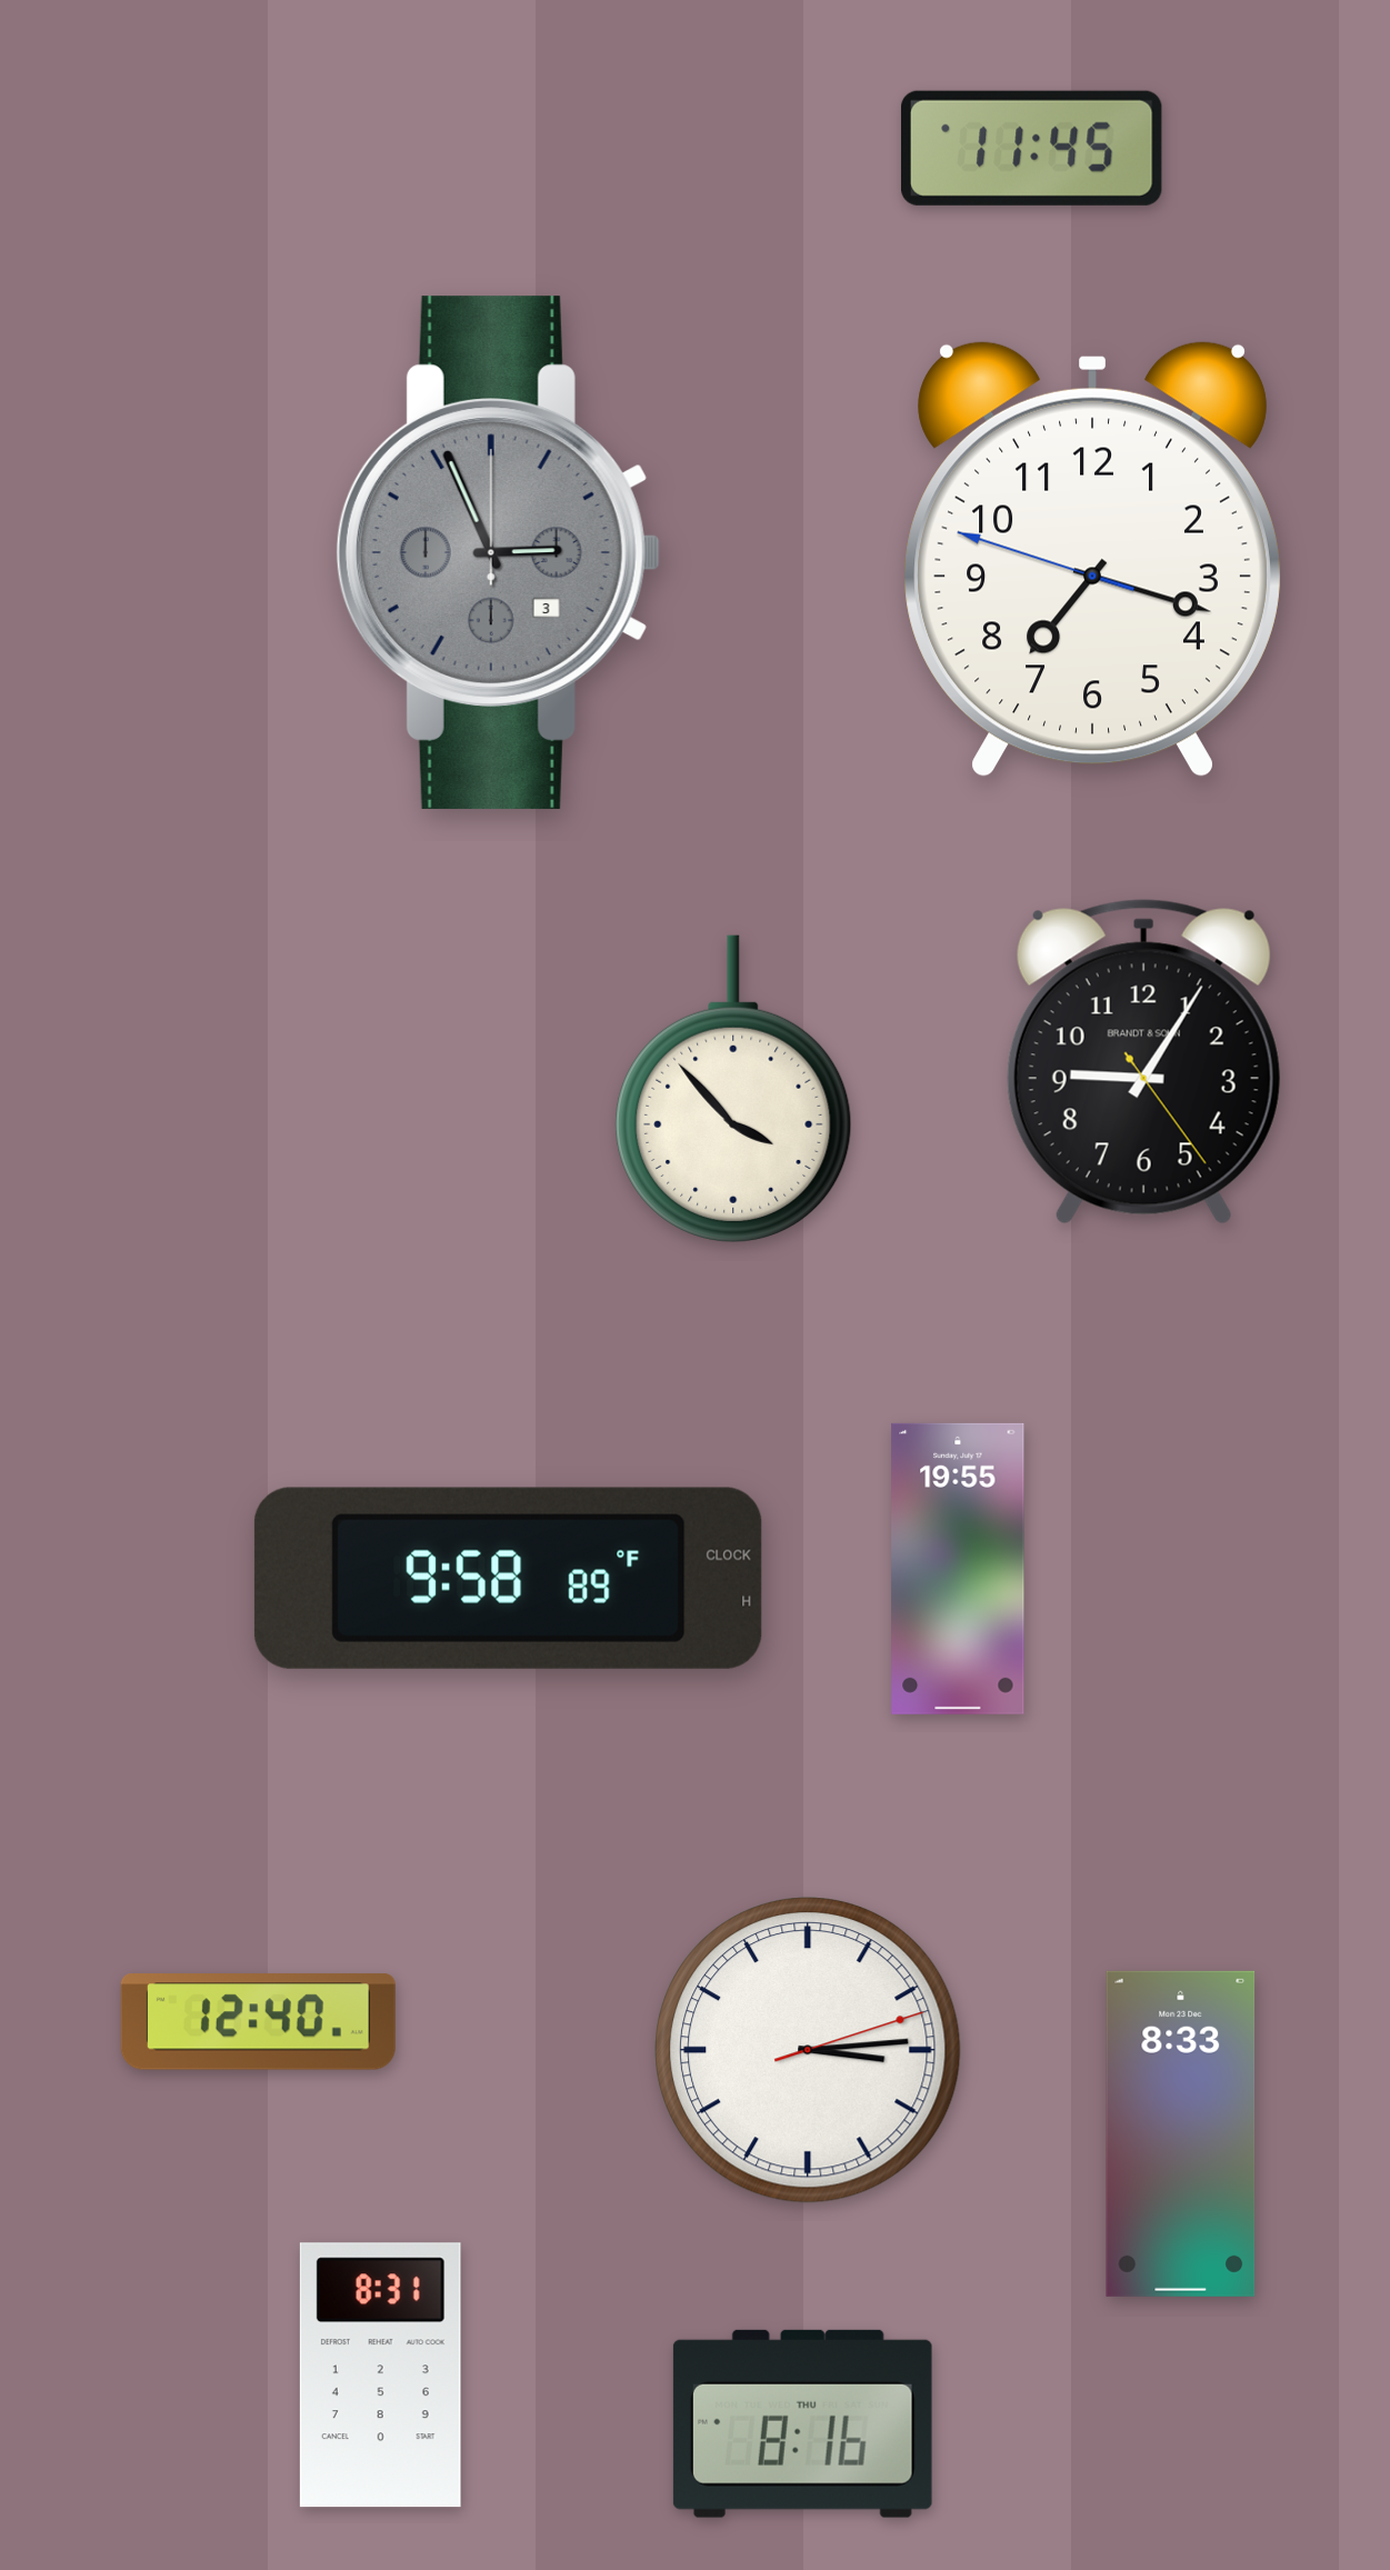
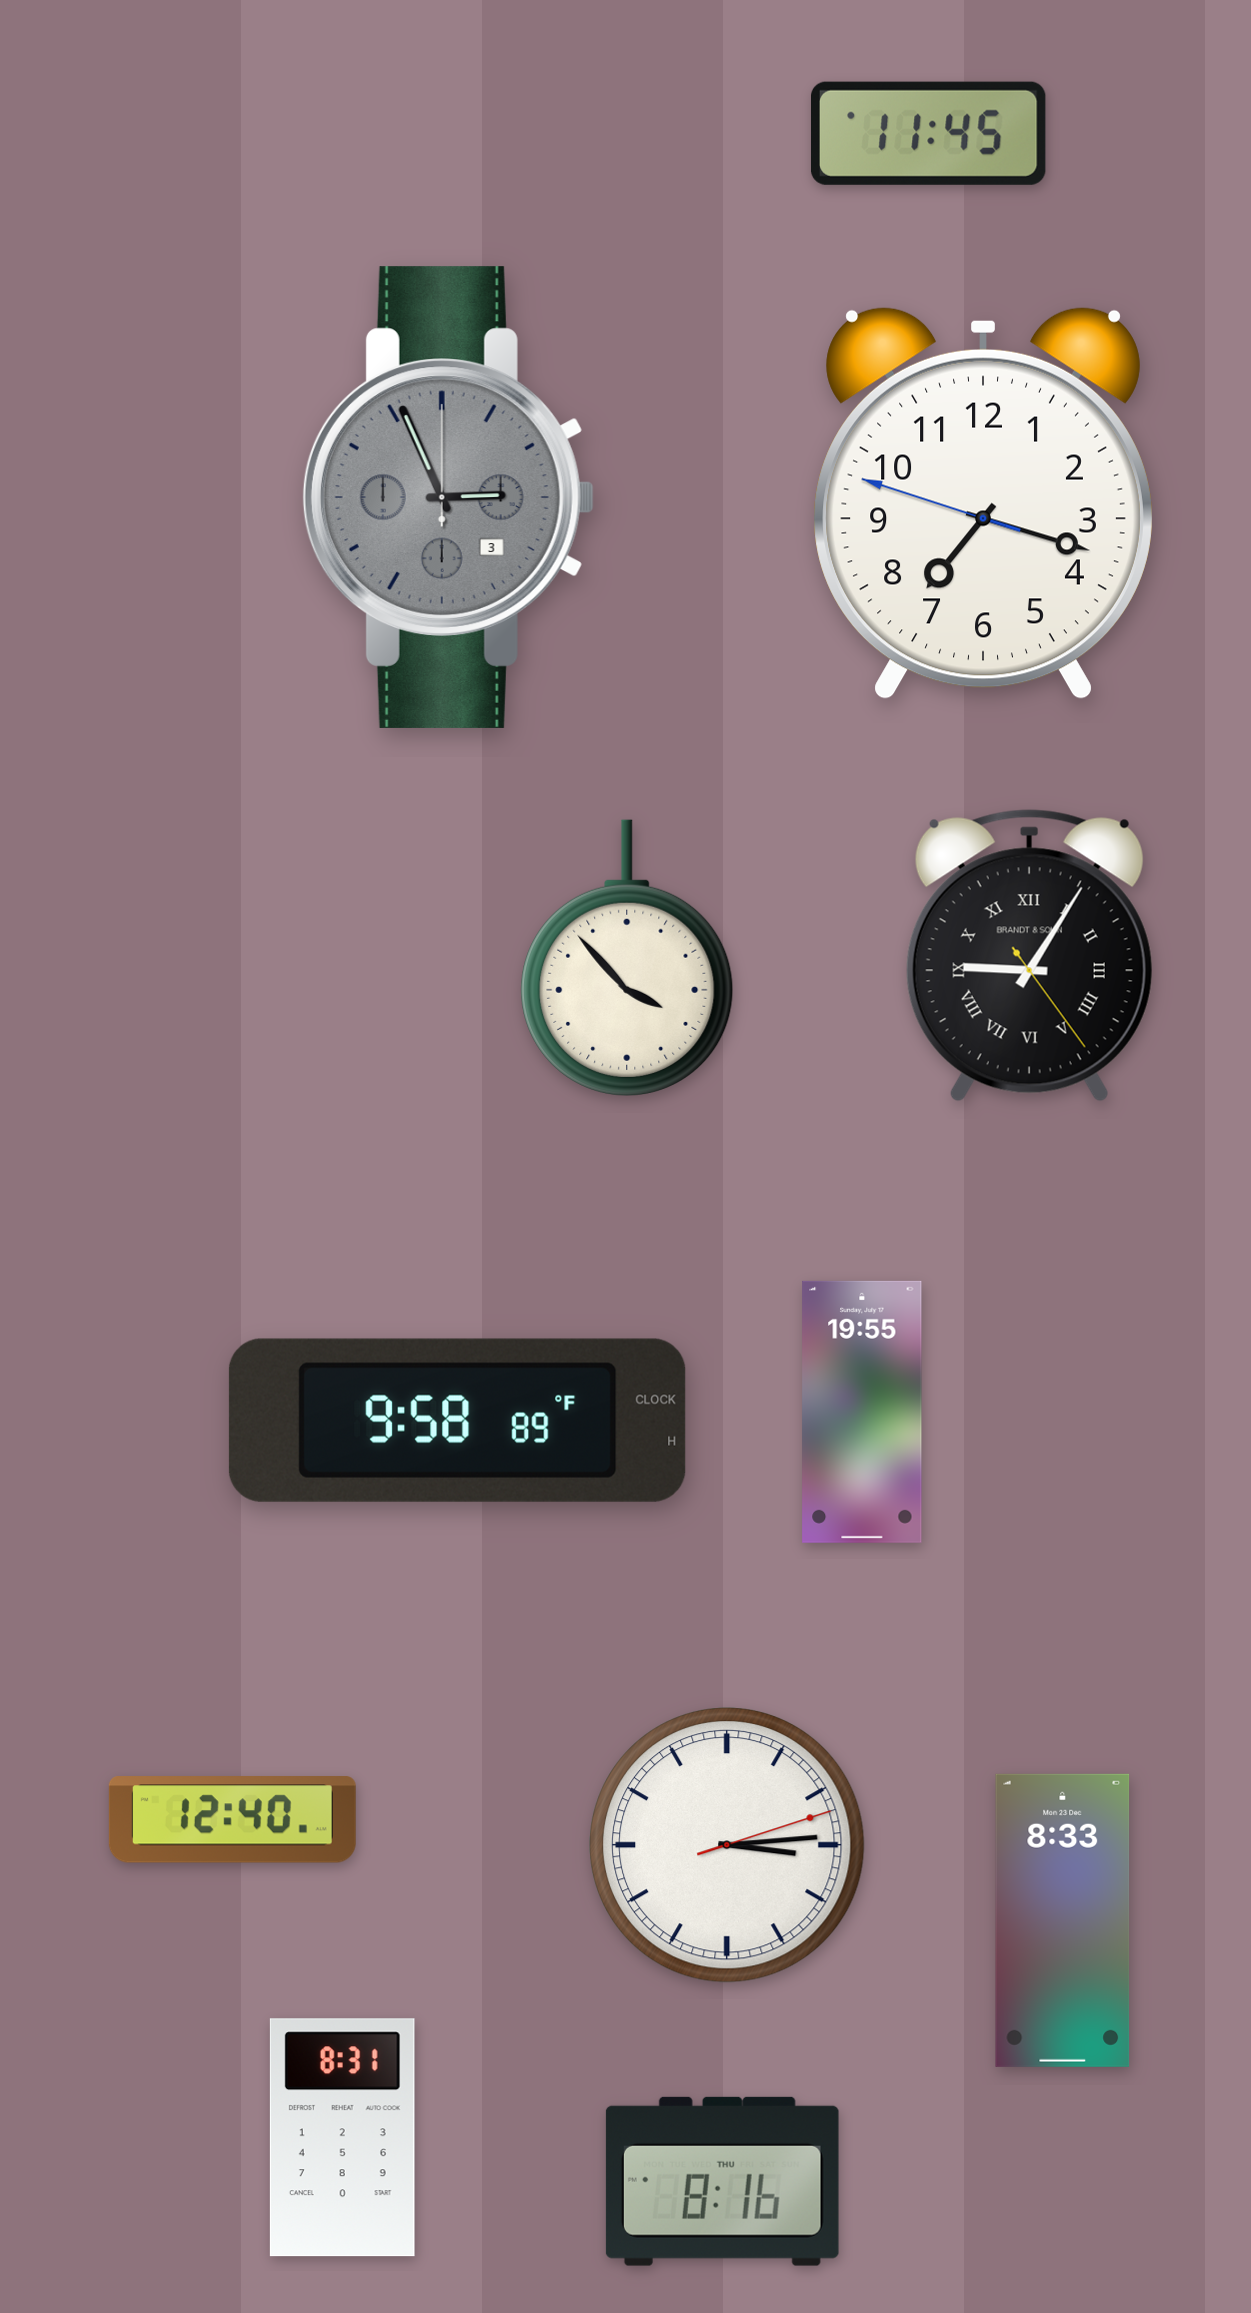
clock at (1143, 1062) numerals: Arabic -> Roman
clock at (733, 1089) position: (733, 1089) -> (627, 958)
